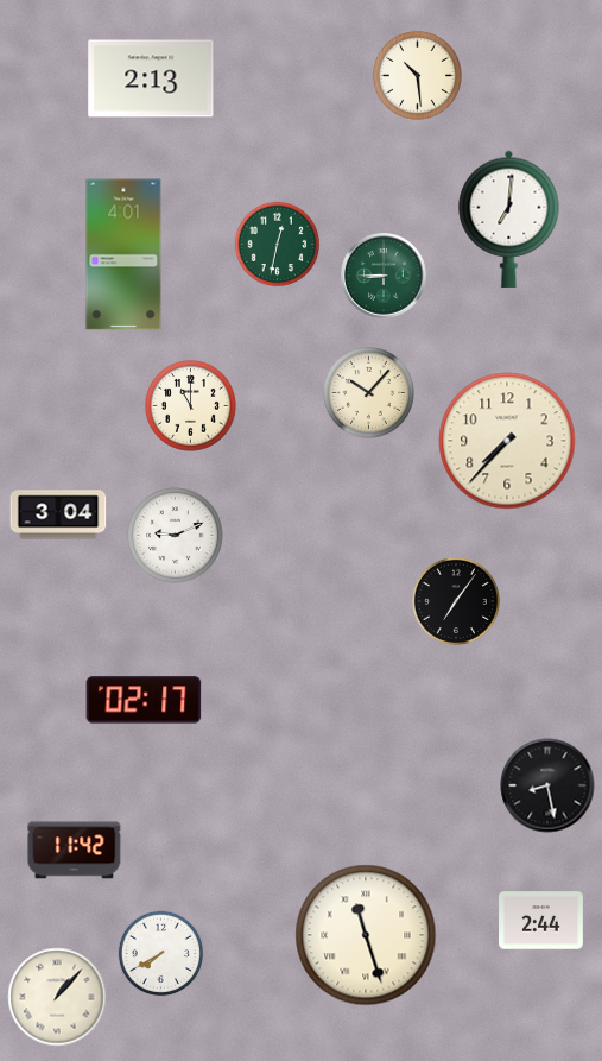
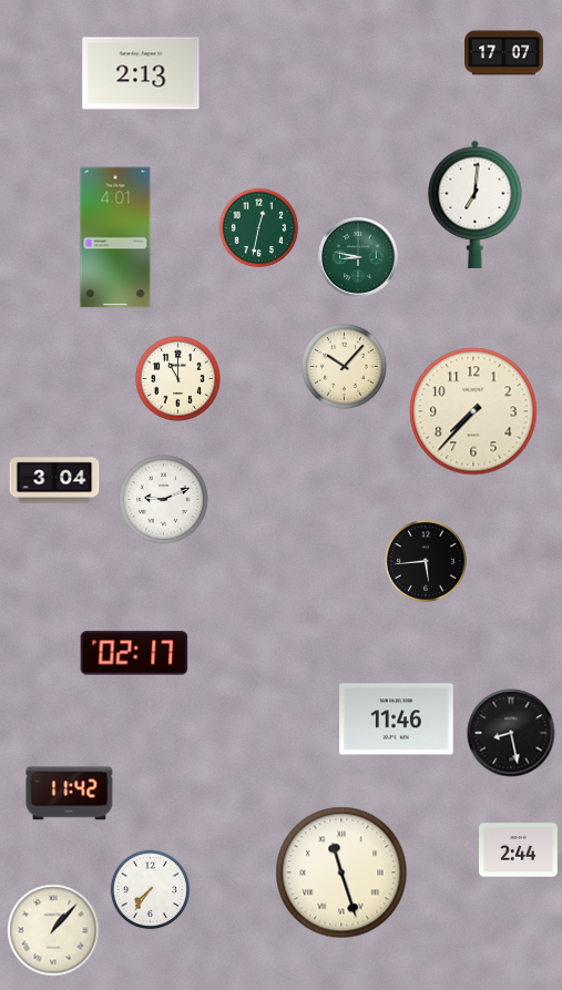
clock at (504, 53): none -> 17:07
clock at (417, 75): 10:29 -> none
clock at (384, 276): 8:45 -> 8:47
clock at (456, 601): 7:06 -> 5:44
clock at (397, 719): none -> 11:46
clock at (541, 921) position: (541, 921) -> (519, 850)
clock at (161, 954): 7:40 -> 7:36
